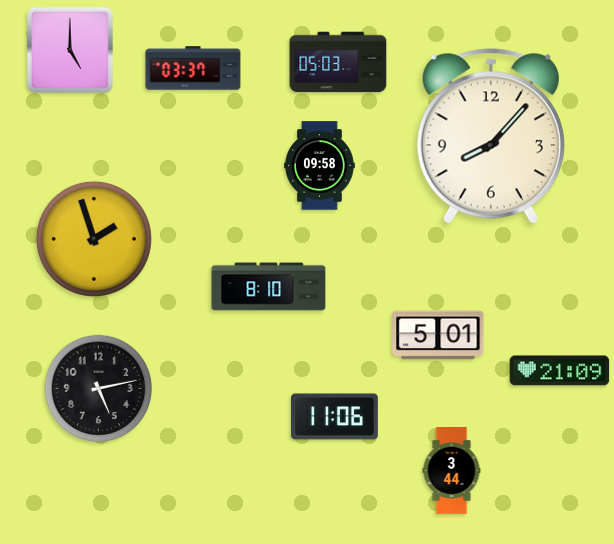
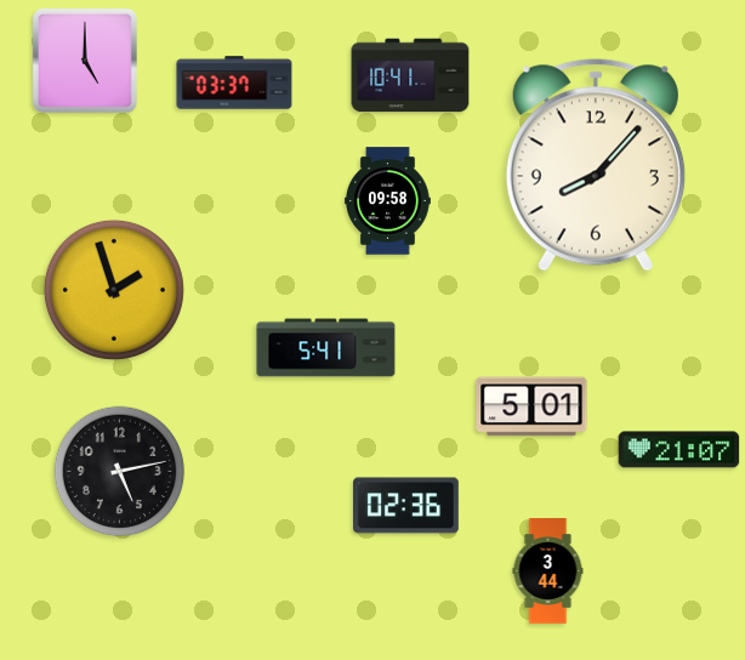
clock at (338, 62): 05:03 -> 10:41
clock at (269, 287): 8:10 -> 5:41
clock at (560, 371): 21:09 -> 21:07
clock at (335, 417): 11:06 -> 02:36
